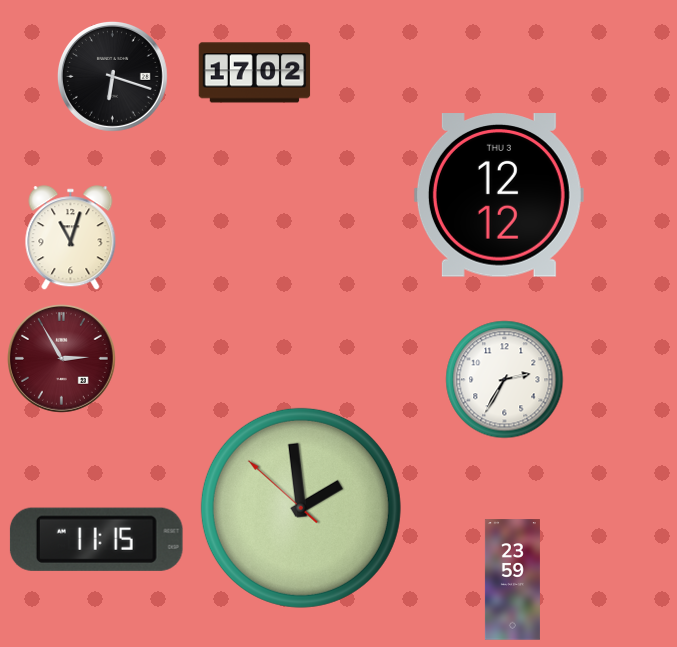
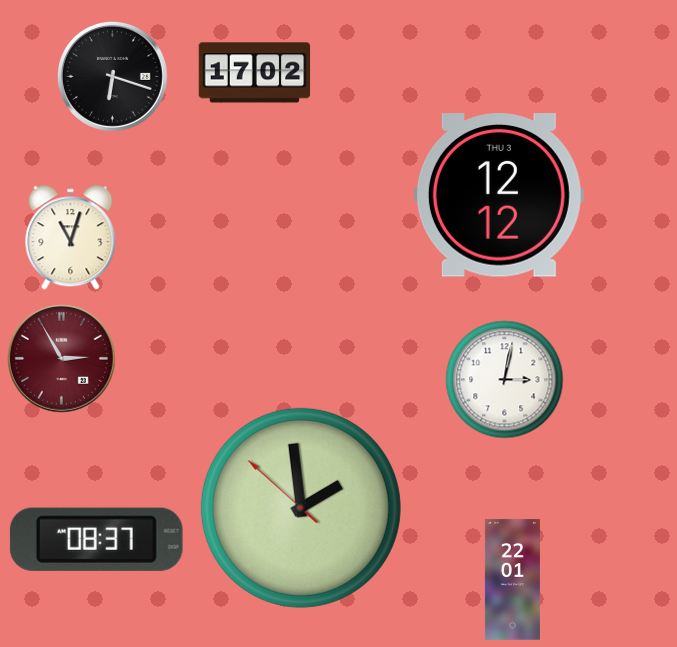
clock at (505, 380): 2:35 -> 3:02
clock at (96, 539): 11:15 -> 08:37
clock at (512, 580): 23:59 -> 22:01
